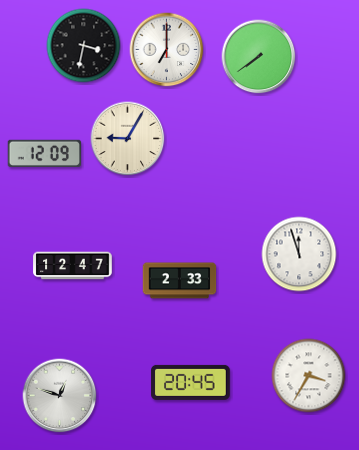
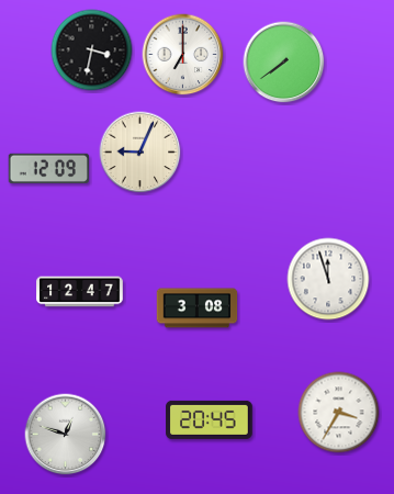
clock at (128, 139): 9:05 -> 9:04
clock at (180, 281): 2:33 -> 3:08
